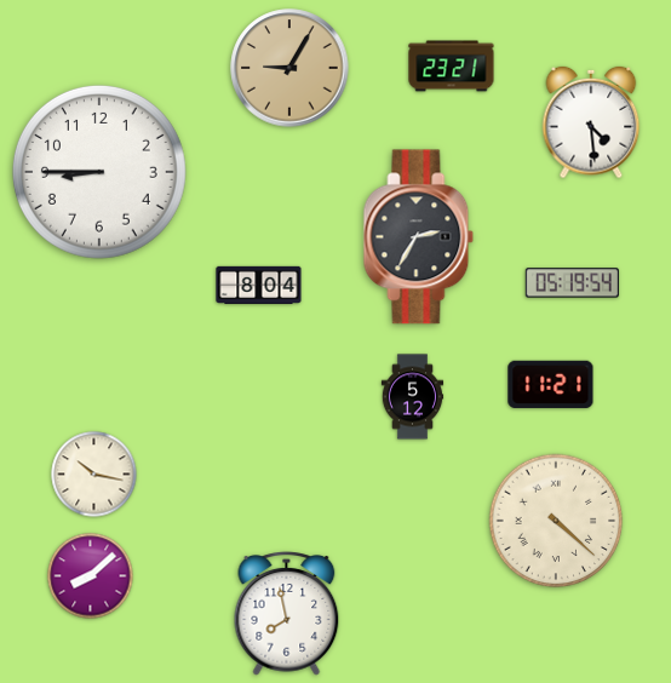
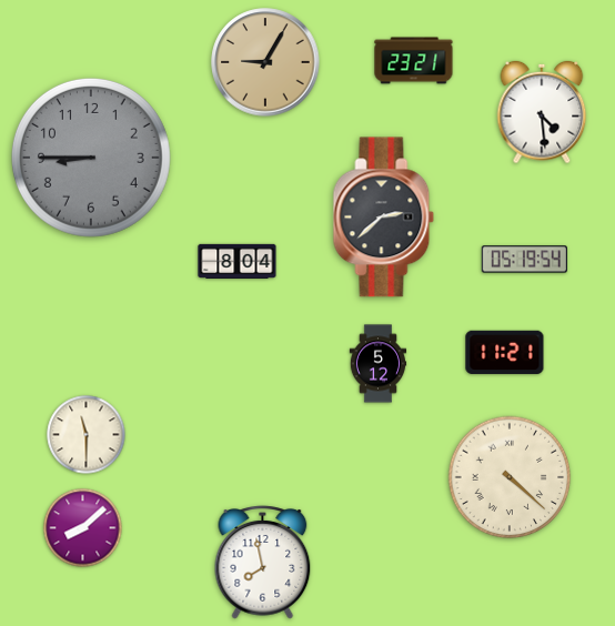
clock at (99, 172) dial: white -> grey
clock at (419, 237): 2:35 -> 2:38
clock at (94, 475): 10:17 -> 11:30
